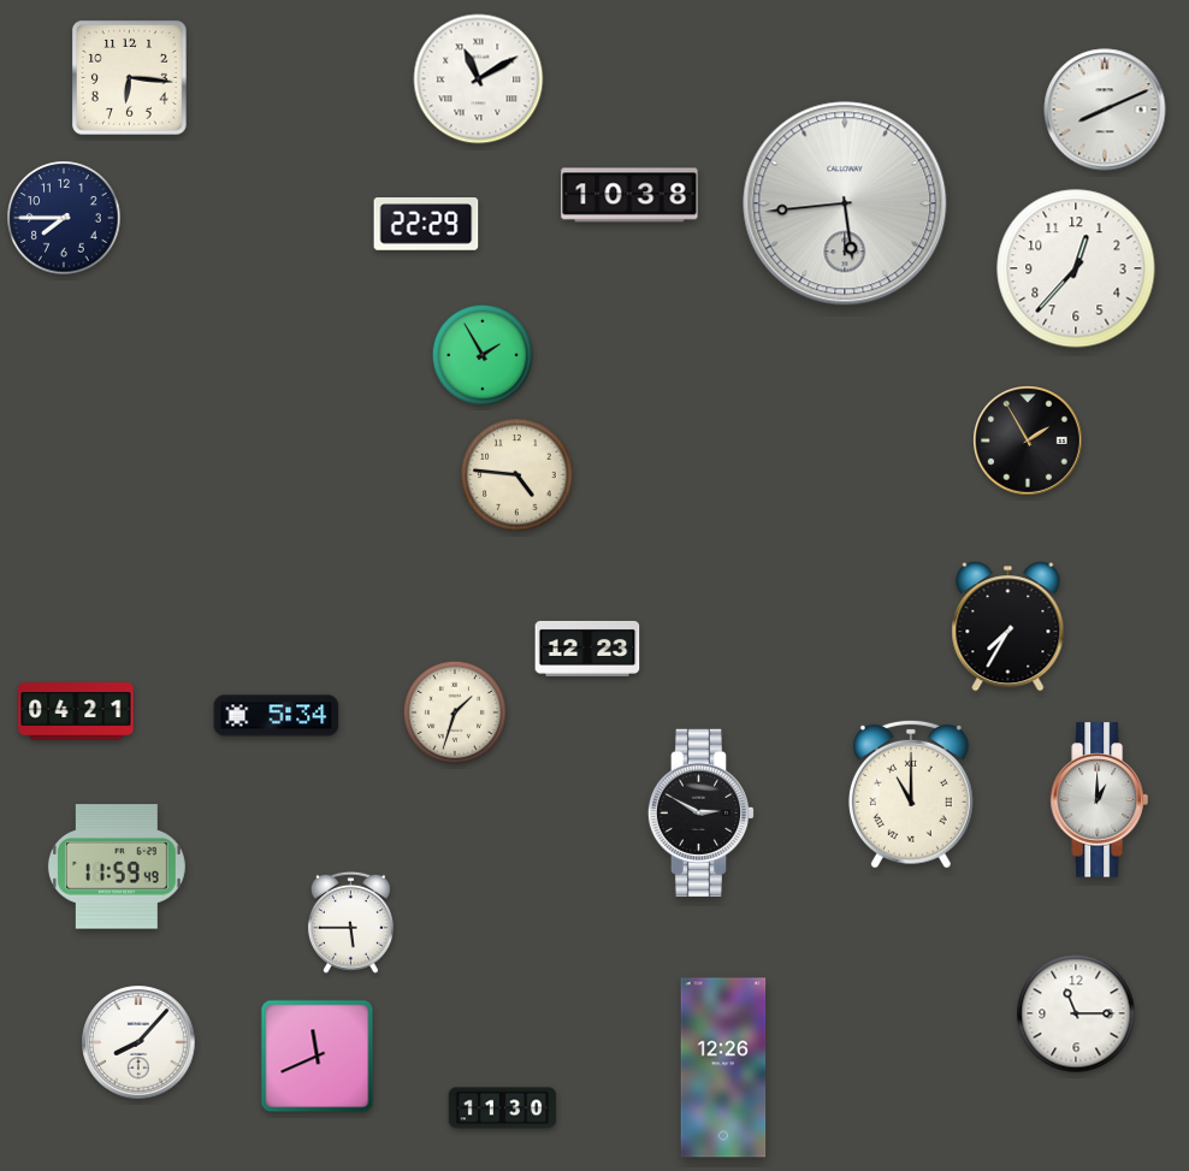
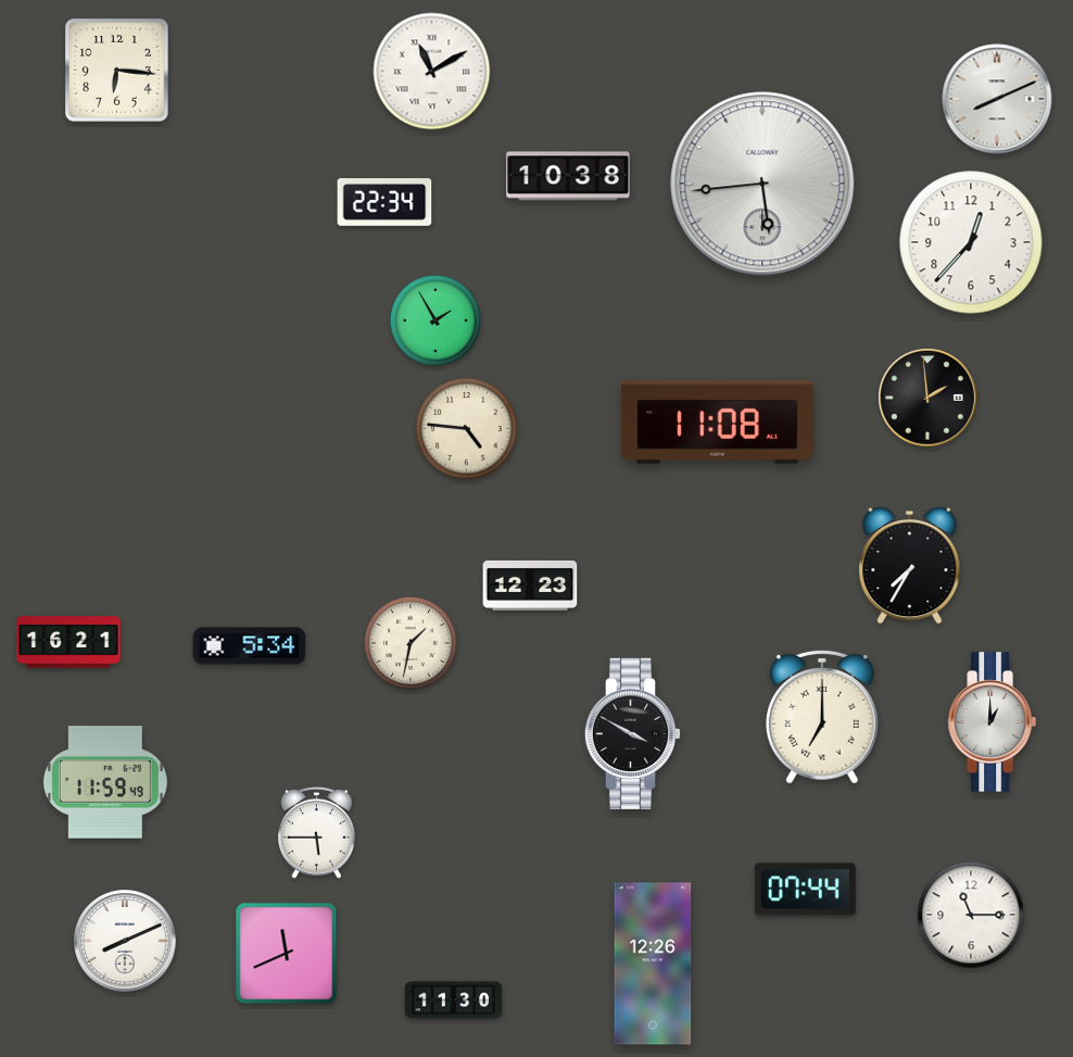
clock at (64, 218): 7:45 -> none
clock at (426, 224): 22:29 -> 22:34
clock at (1029, 442): 1:55 -> 1:59
clock at (718, 423): none -> 11:08
clock at (76, 711): 04:21 -> 16:21
clock at (455, 712): 1:33 -> 1:32
clock at (911, 794): 11:00 -> 7:00
clock at (702, 812): 2:50 -> 3:50
clock at (805, 890): none -> 07:44
clock at (138, 1042): 8:07 -> 8:11
